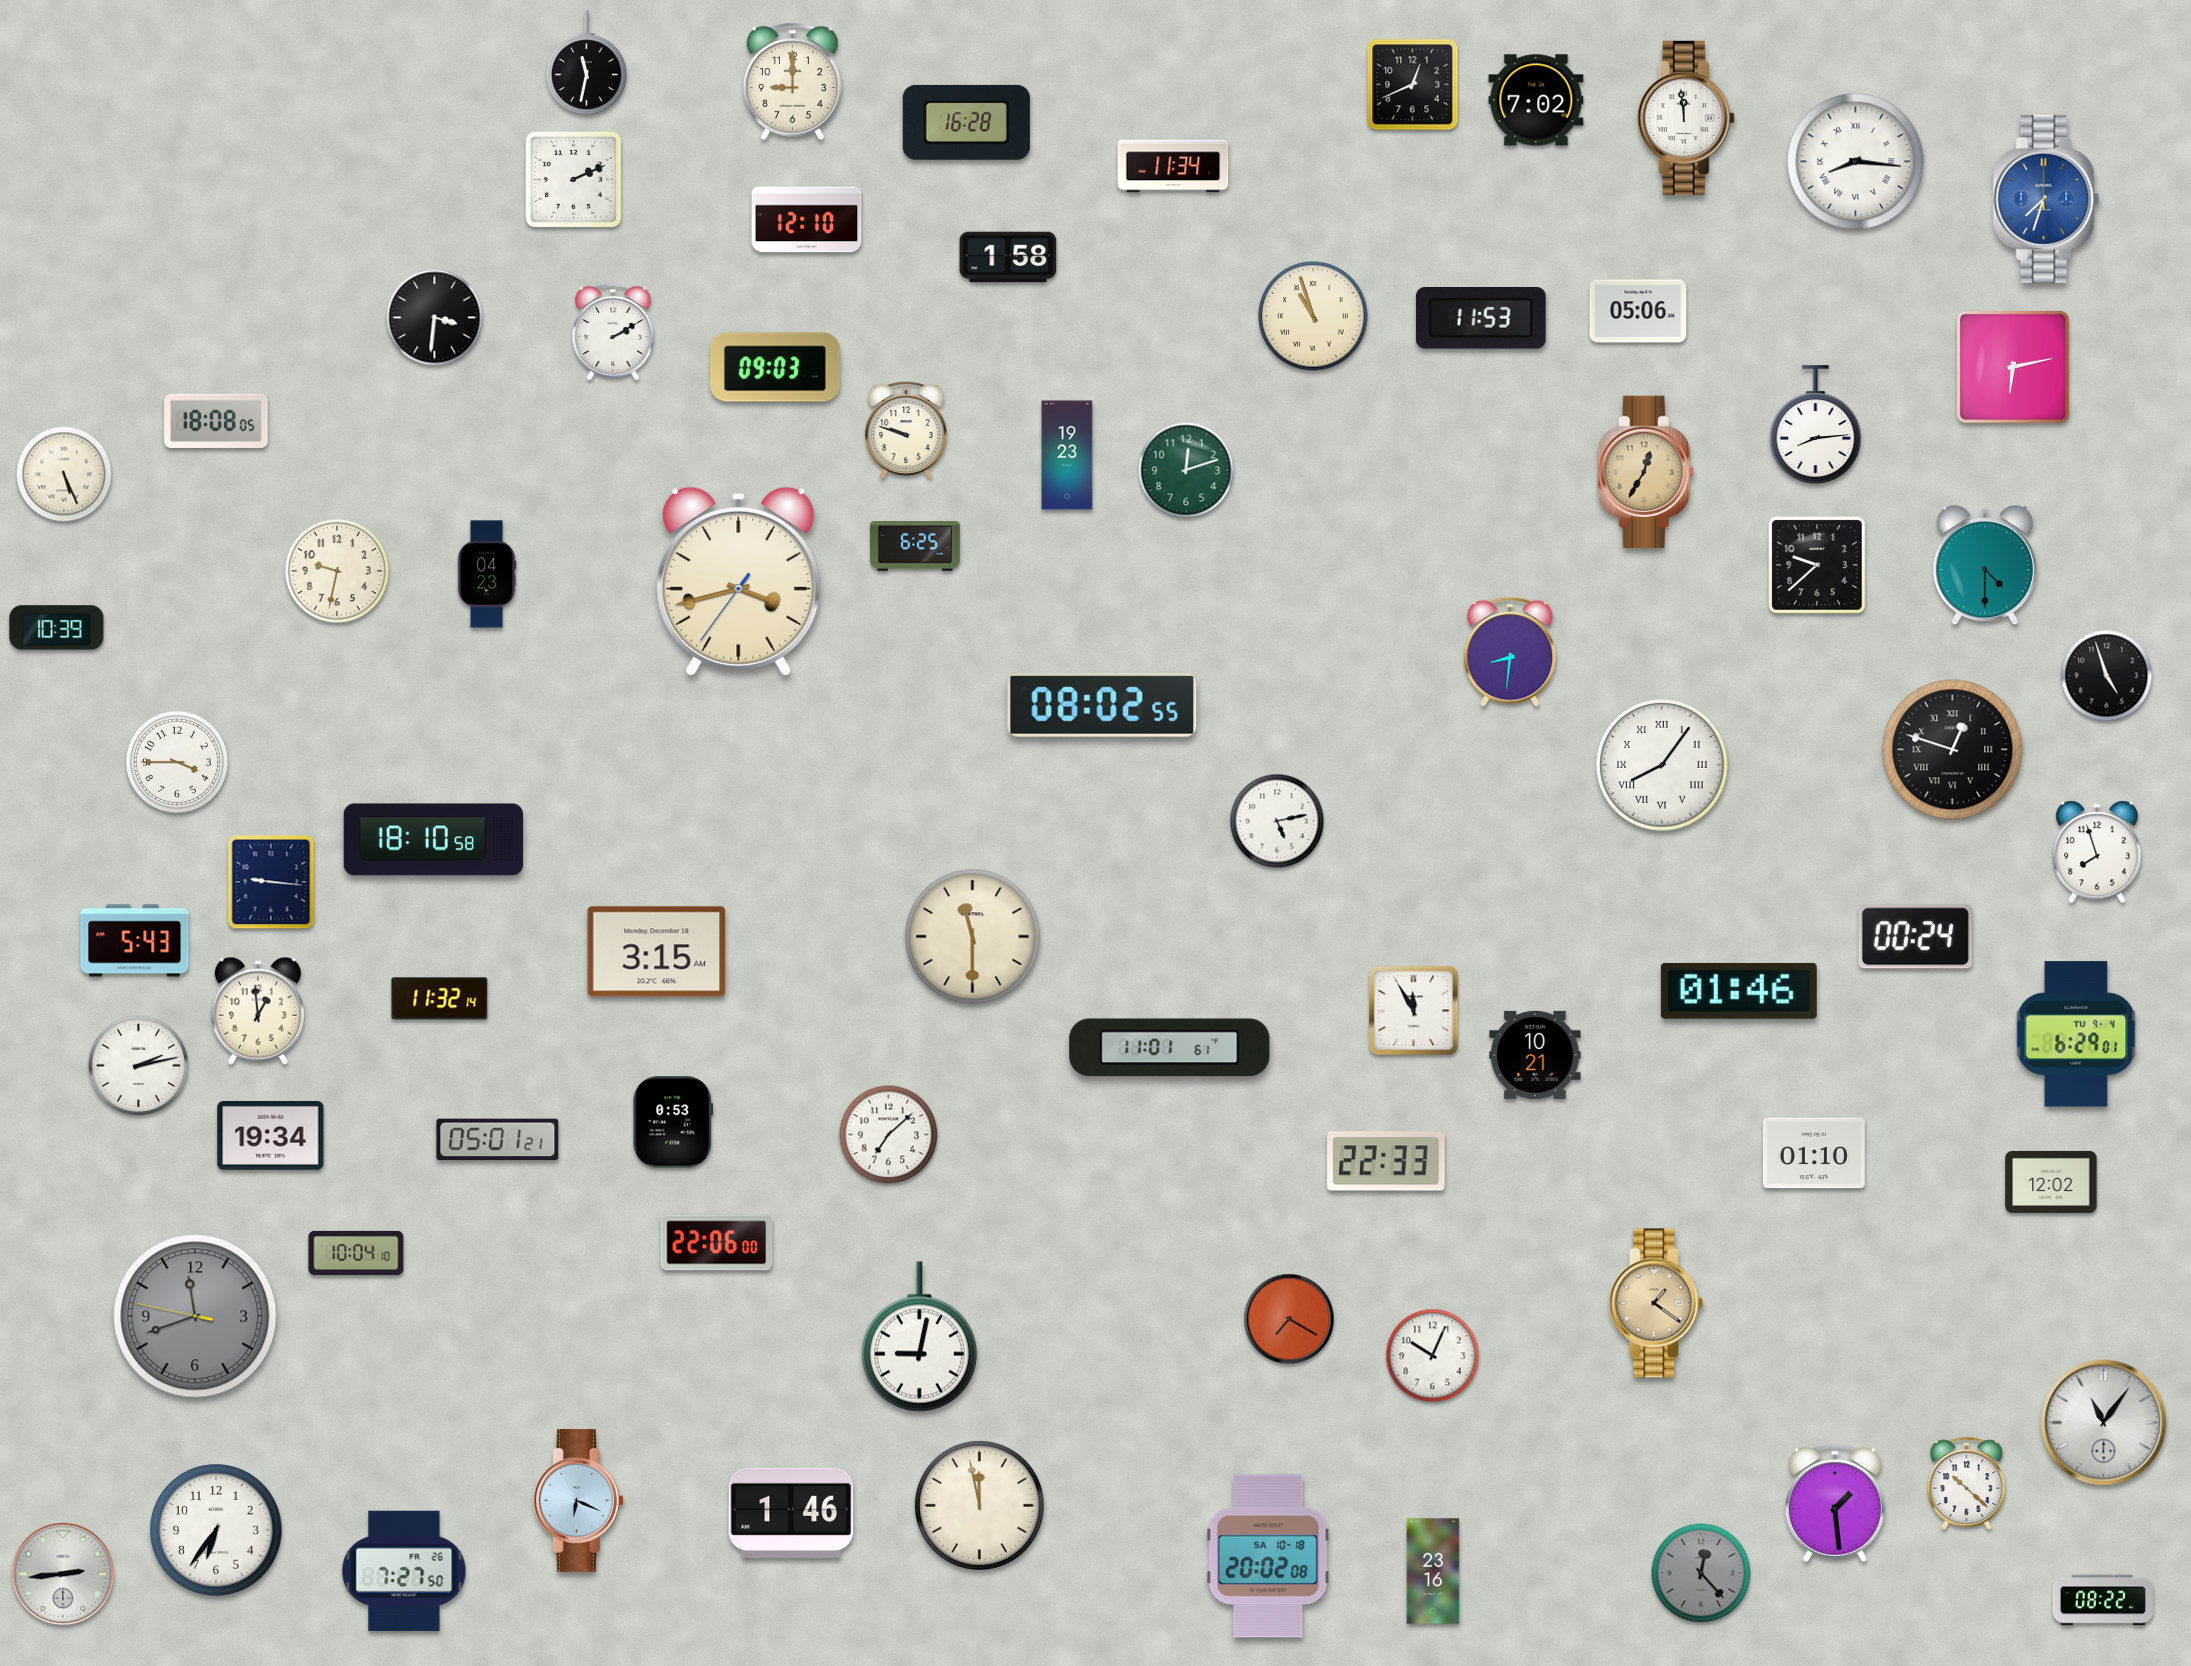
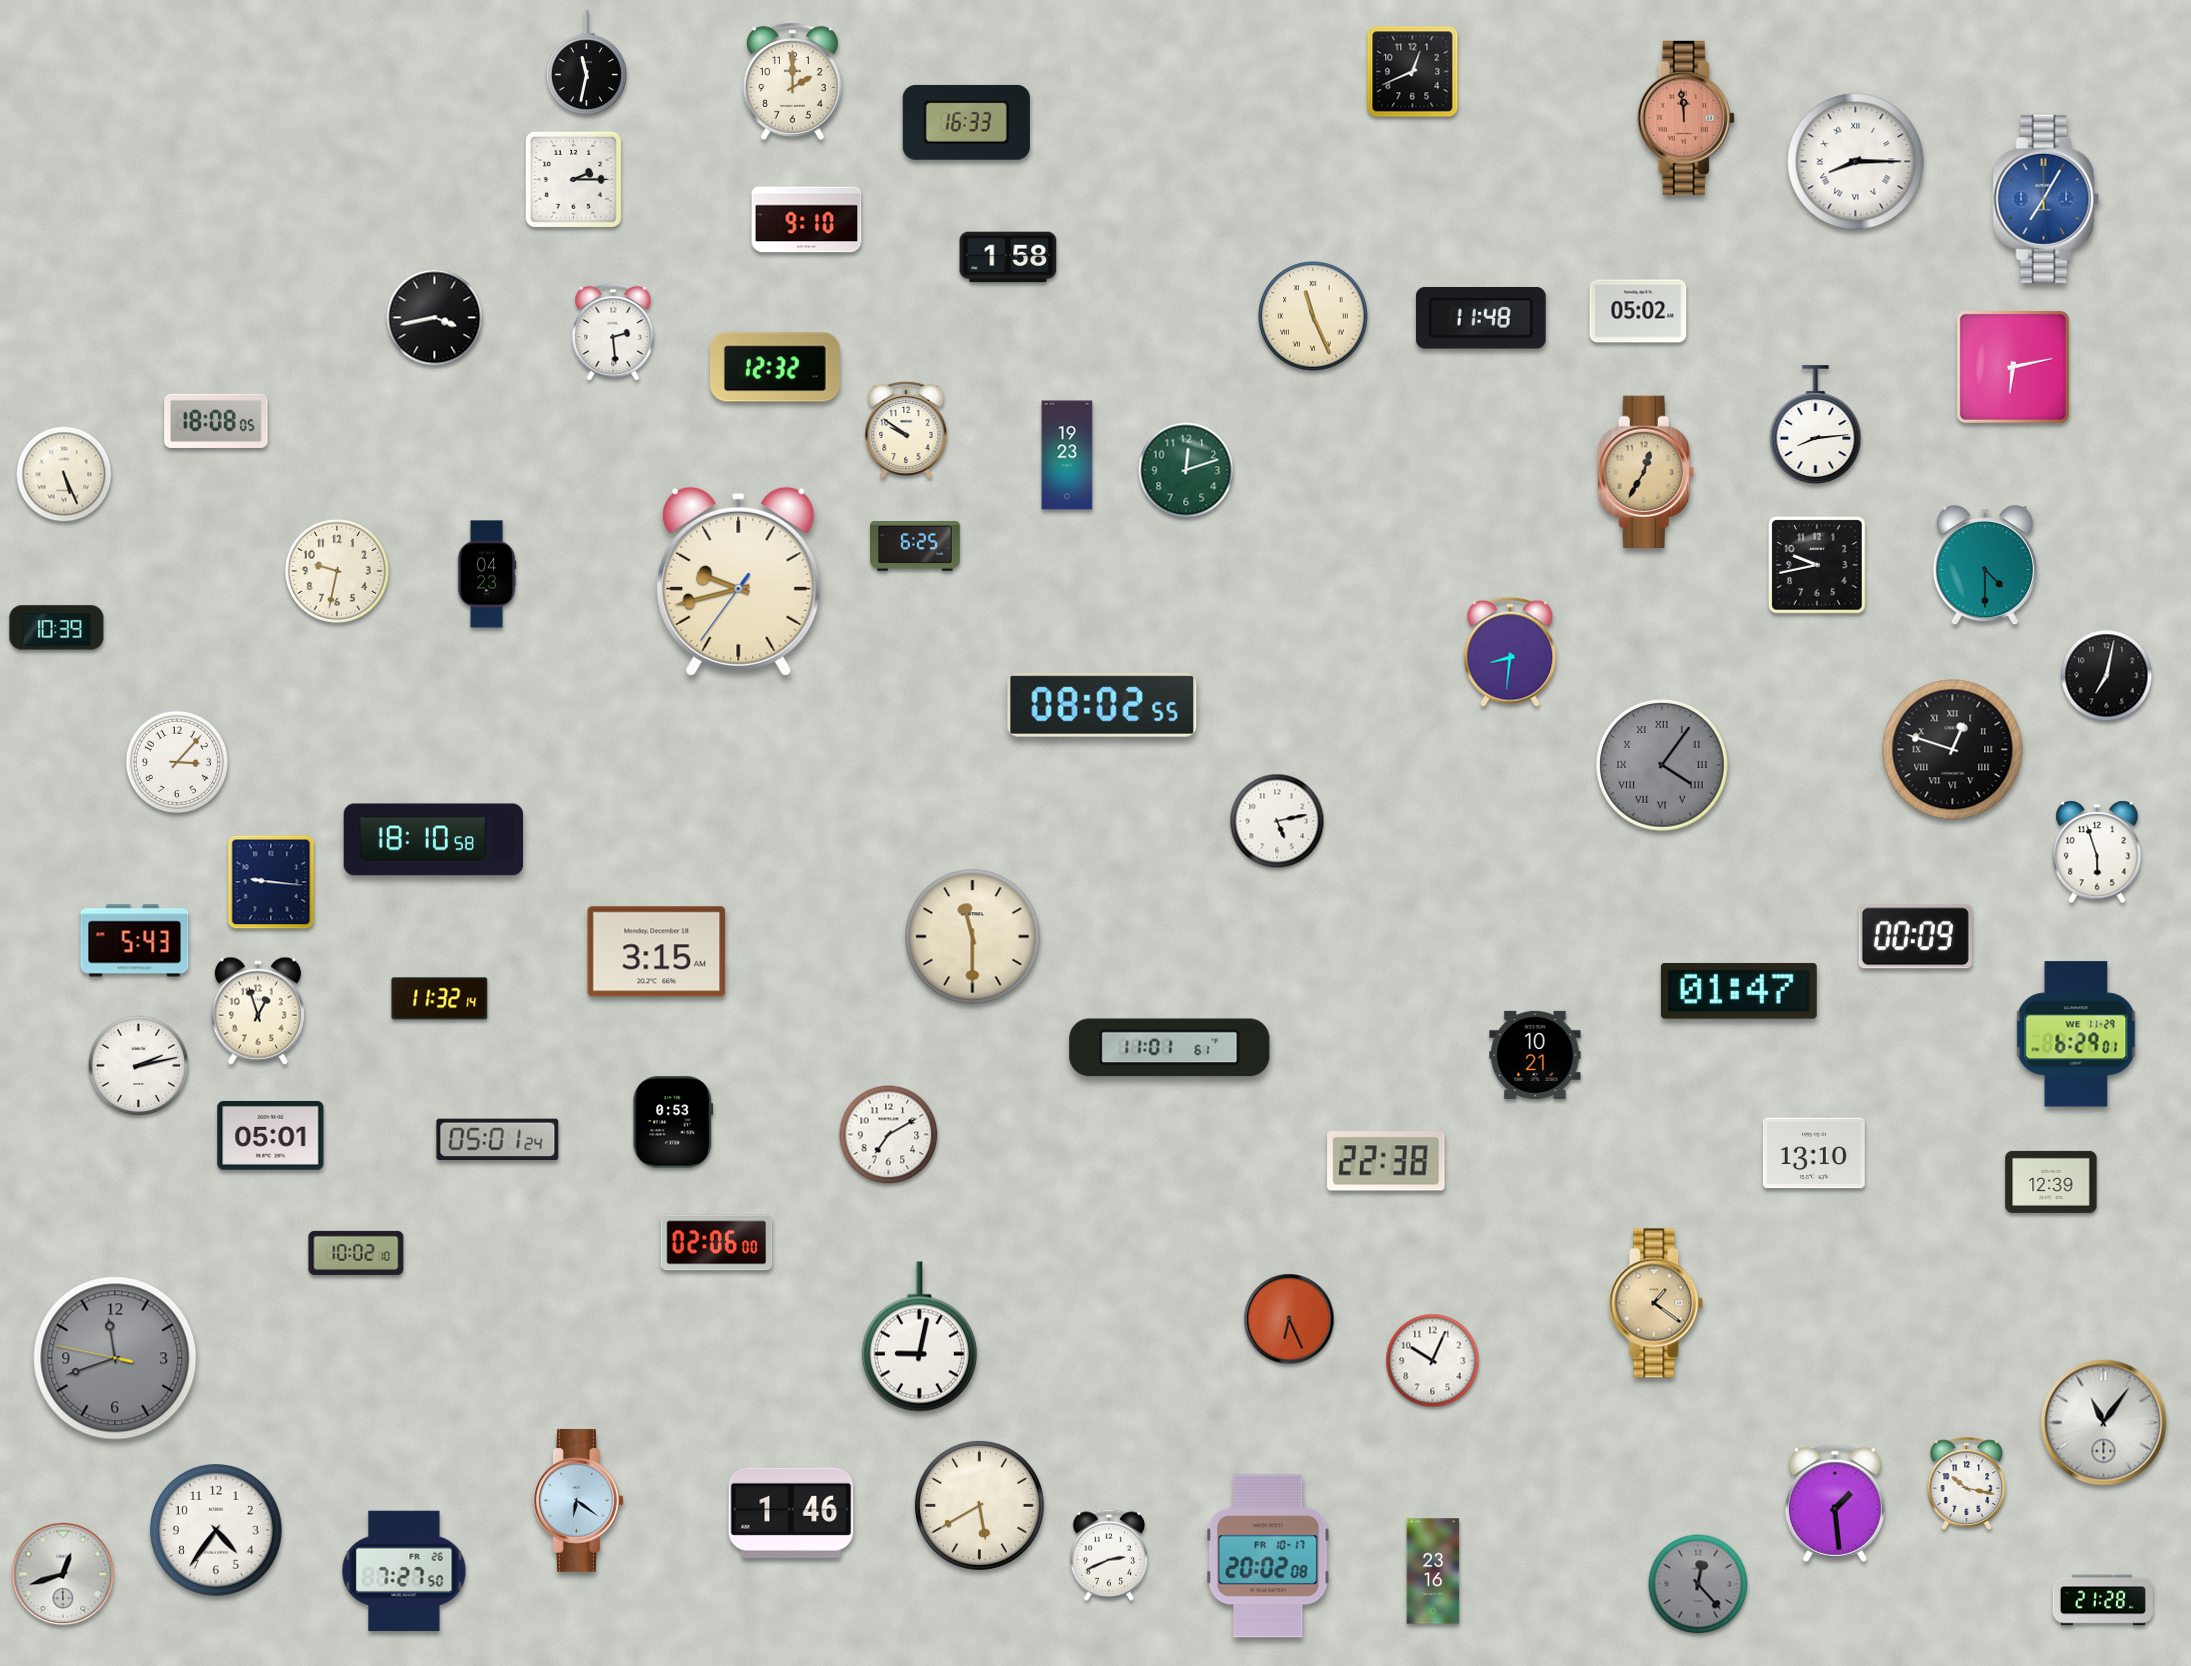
clock at (793, 81): 9:00 -> 2:00
clock at (1413, 85) position: (1413, 85) -> (1413, 72)
clock at (1536, 100): 7:02 -> none
clock at (1686, 118) dial: white -> salmon
clock at (966, 122): 16:28 -> 16:33
clock at (1856, 162): 8:16 -> 8:15
clock at (1173, 166): 11:34 -> none
clock at (573, 179): 2:11 -> 2:15
clock at (2046, 199): 7:33 -> 7:05
clock at (807, 220): 12:10 -> 9:10
clock at (1638, 311): 05:06 -> 05:02
clock at (1313, 316): 10:57 -> 11:26
clock at (435, 318): 3:31 -> 3:43
clock at (1481, 319): 11:53 -> 11:48
clock at (613, 332): 2:10 -> 2:29
clock at (776, 367): 09:03 -> 12:32
clock at (906, 430): 9:48 -> 9:51
clock at (1817, 565): 9:38 -> 9:43
clock at (739, 581): 3:42 -> 9:42
clock at (2107, 676): 4:57 -> 7:02
clock at (176, 761): 3:45 -> 3:07
clock at (1662, 765): 8:06 -> 4:06
clock at (1662, 765) dial: white -> grey
clock at (2097, 852): 7:57 -> 5:57
clock at (1915, 937): 00:24 -> 00:09
clock at (1739, 991): 01:46 -> 01:47
clock at (258, 1011): 12:59 -> 12:57
clock at (1414, 1011): 11:55 -> none
clock at (2076, 1034) date: TU 9-4 -> WE 11-29
clock at (889, 1135): 7:08 -> 7:10
clock at (271, 1136): 19:34 -> 05:01
clock at (498, 1140): 05:01:21 -> 05:01:24
clock at (1814, 1153): 01:10 -> 13:10
clock at (1386, 1161): 22:33 -> 22:38
clock at (2051, 1182): 12:02 -> 12:39
clock at (717, 1243): 22:06 -> 02:06
clock at (356, 1253): 10:04 -> 10:02
clock at (195, 1316) position: (195, 1316) -> (115, 1358)
clock at (1289, 1319): 7:20 -> 6:26
clock at (1433, 1356) position: (1433, 1356) -> (1433, 1361)
clock at (1967, 1483): 10:22 -> 10:17
clock at (578, 1500): 6:19 -> 6:21
clock at (979, 1505): 11:58 -> 5:40
clock at (216, 1530): 6:36 -> 4:36
clock at (1109, 1555): none -> 2:41
clock at (1268, 1556) date: SA 10-18 -> FR 10-17
clock at (1701, 1573) position: (1701, 1573) -> (1698, 1584)
clock at (63, 1574): 2:44 -> 12:42
clock at (2103, 1600): 08:22 -> 21:28
